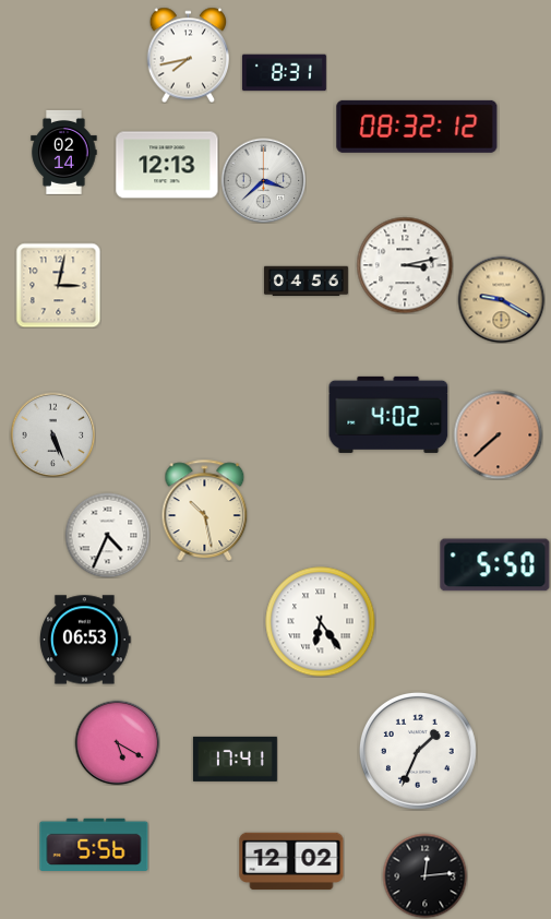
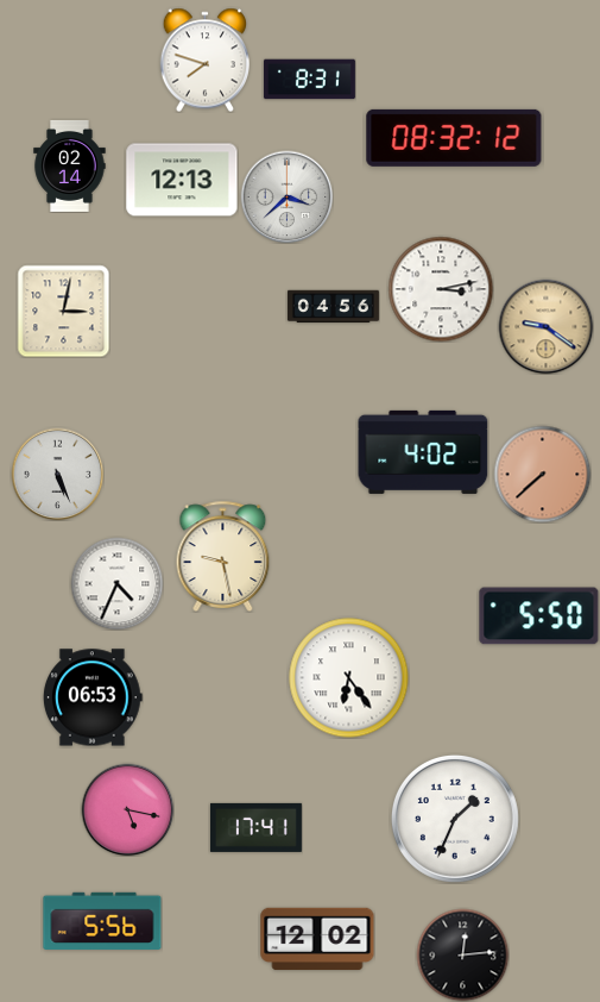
clock at (188, 55): 7:43 -> 7:48
clock at (501, 299): 9:20 -> 9:21
clock at (205, 510): 10:28 -> 9:28
clock at (117, 742): 5:20 -> 5:17
